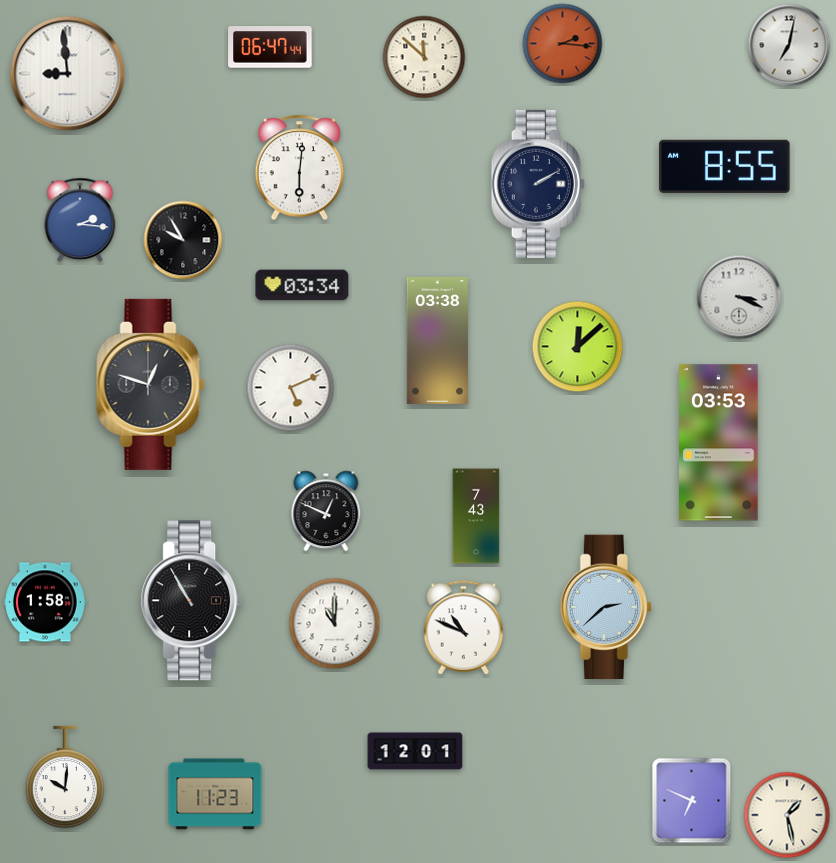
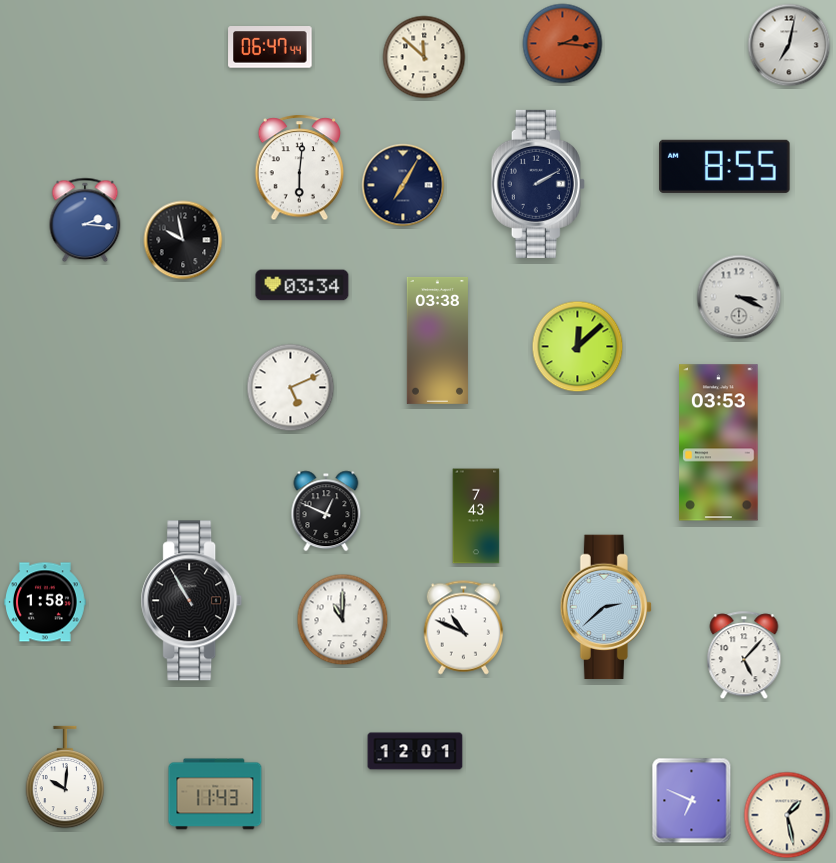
clock at (68, 74): 8:59 -> none
clock at (403, 185): none -> 7:05
clock at (80, 220) position: (80, 220) -> (85, 220)
clock at (183, 240): 9:55 -> 9:58
clock at (151, 384): 12:48 -> none
clock at (335, 624) position: (335, 624) -> (343, 620)
clock at (744, 656): none -> 5:07
clock at (215, 794): 11:23 -> 11:43
